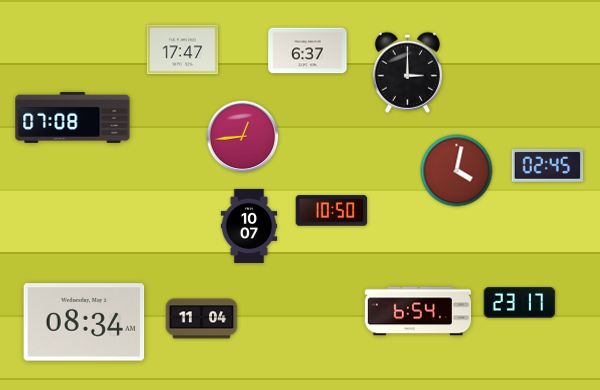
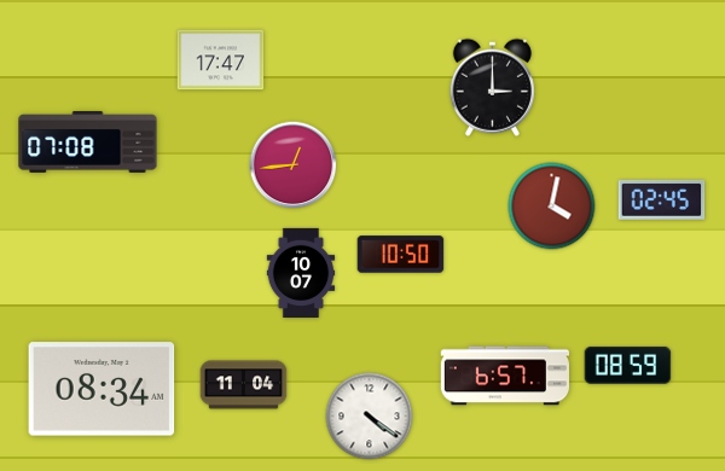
clock at (308, 51): 6:37 -> none
clock at (520, 302): 23:17 -> 08:59
clock at (417, 311): 6:54 -> 6:57
clock at (370, 417): none -> 4:21
